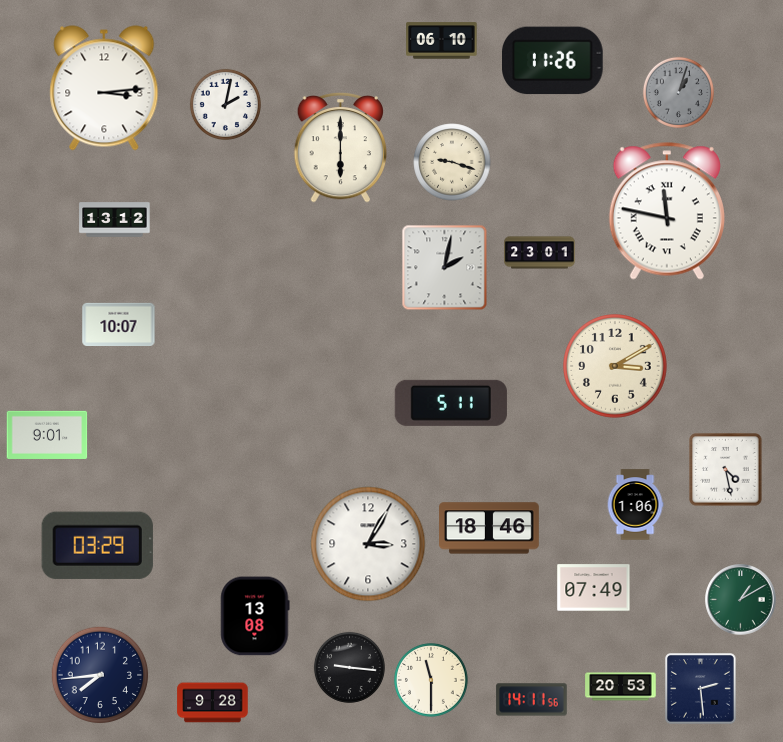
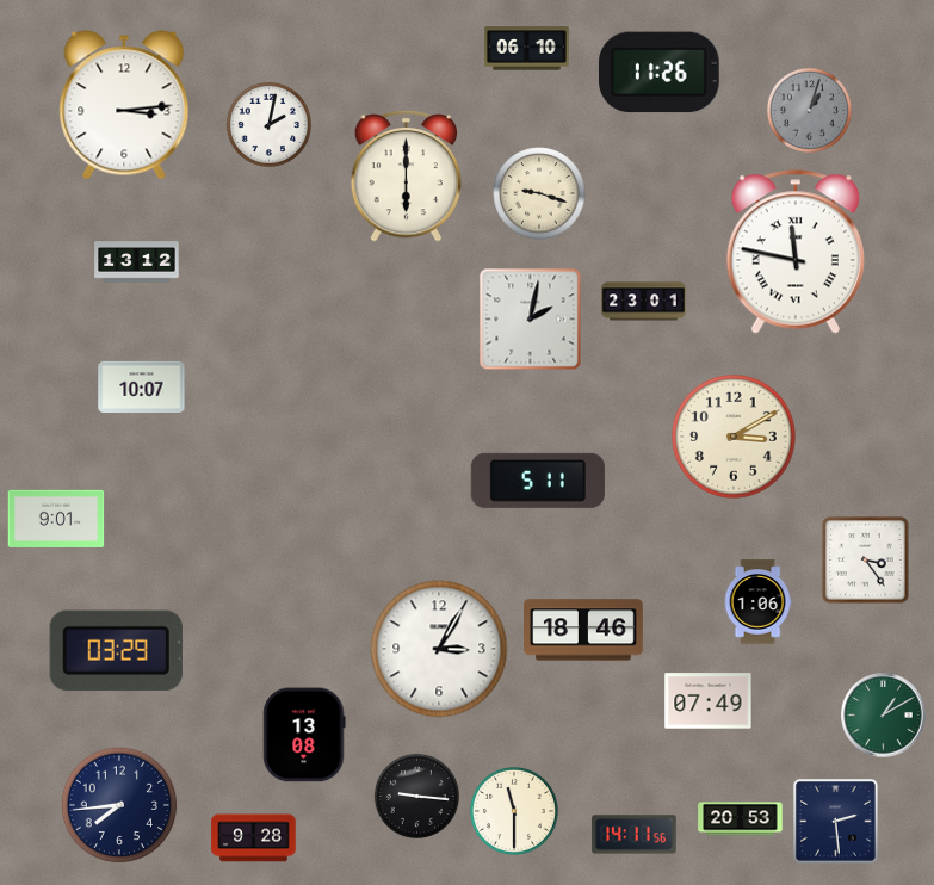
clock at (726, 470): 4:28 -> 3:24
